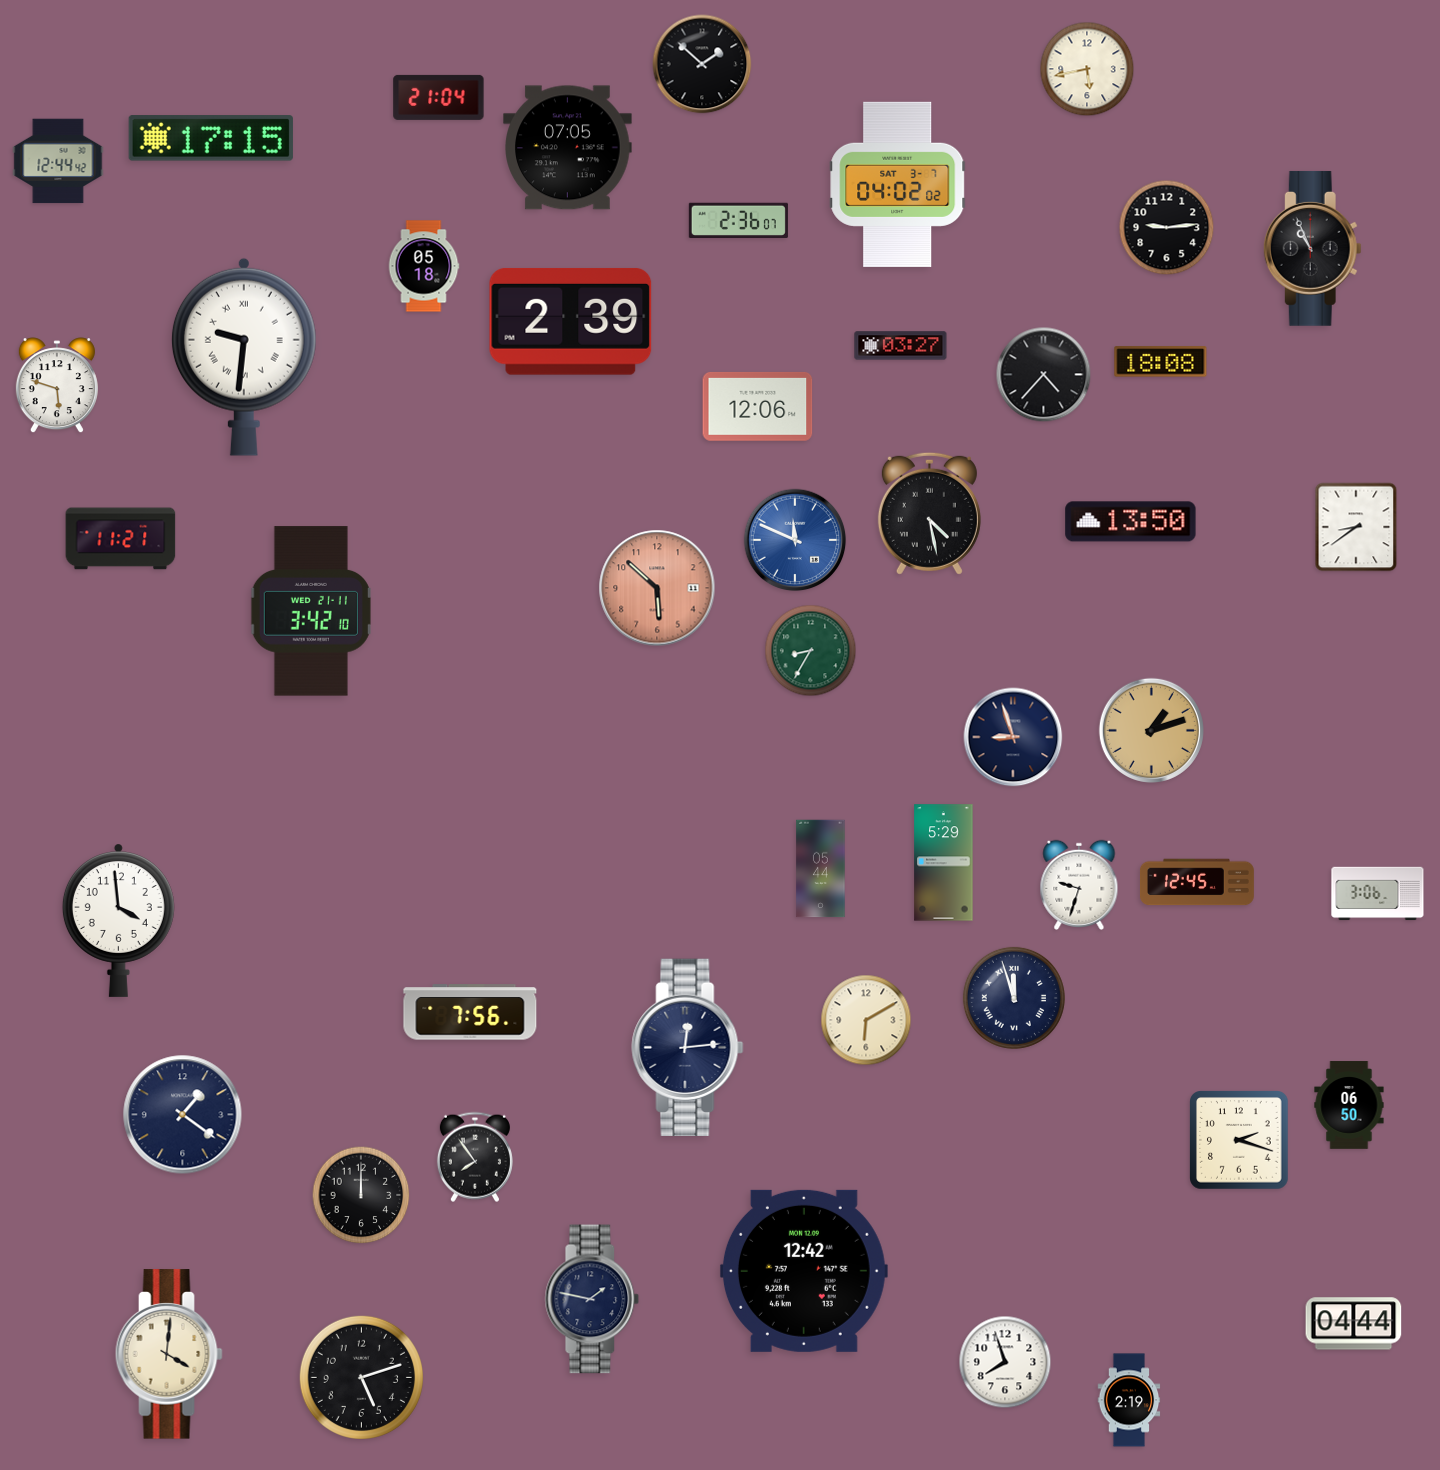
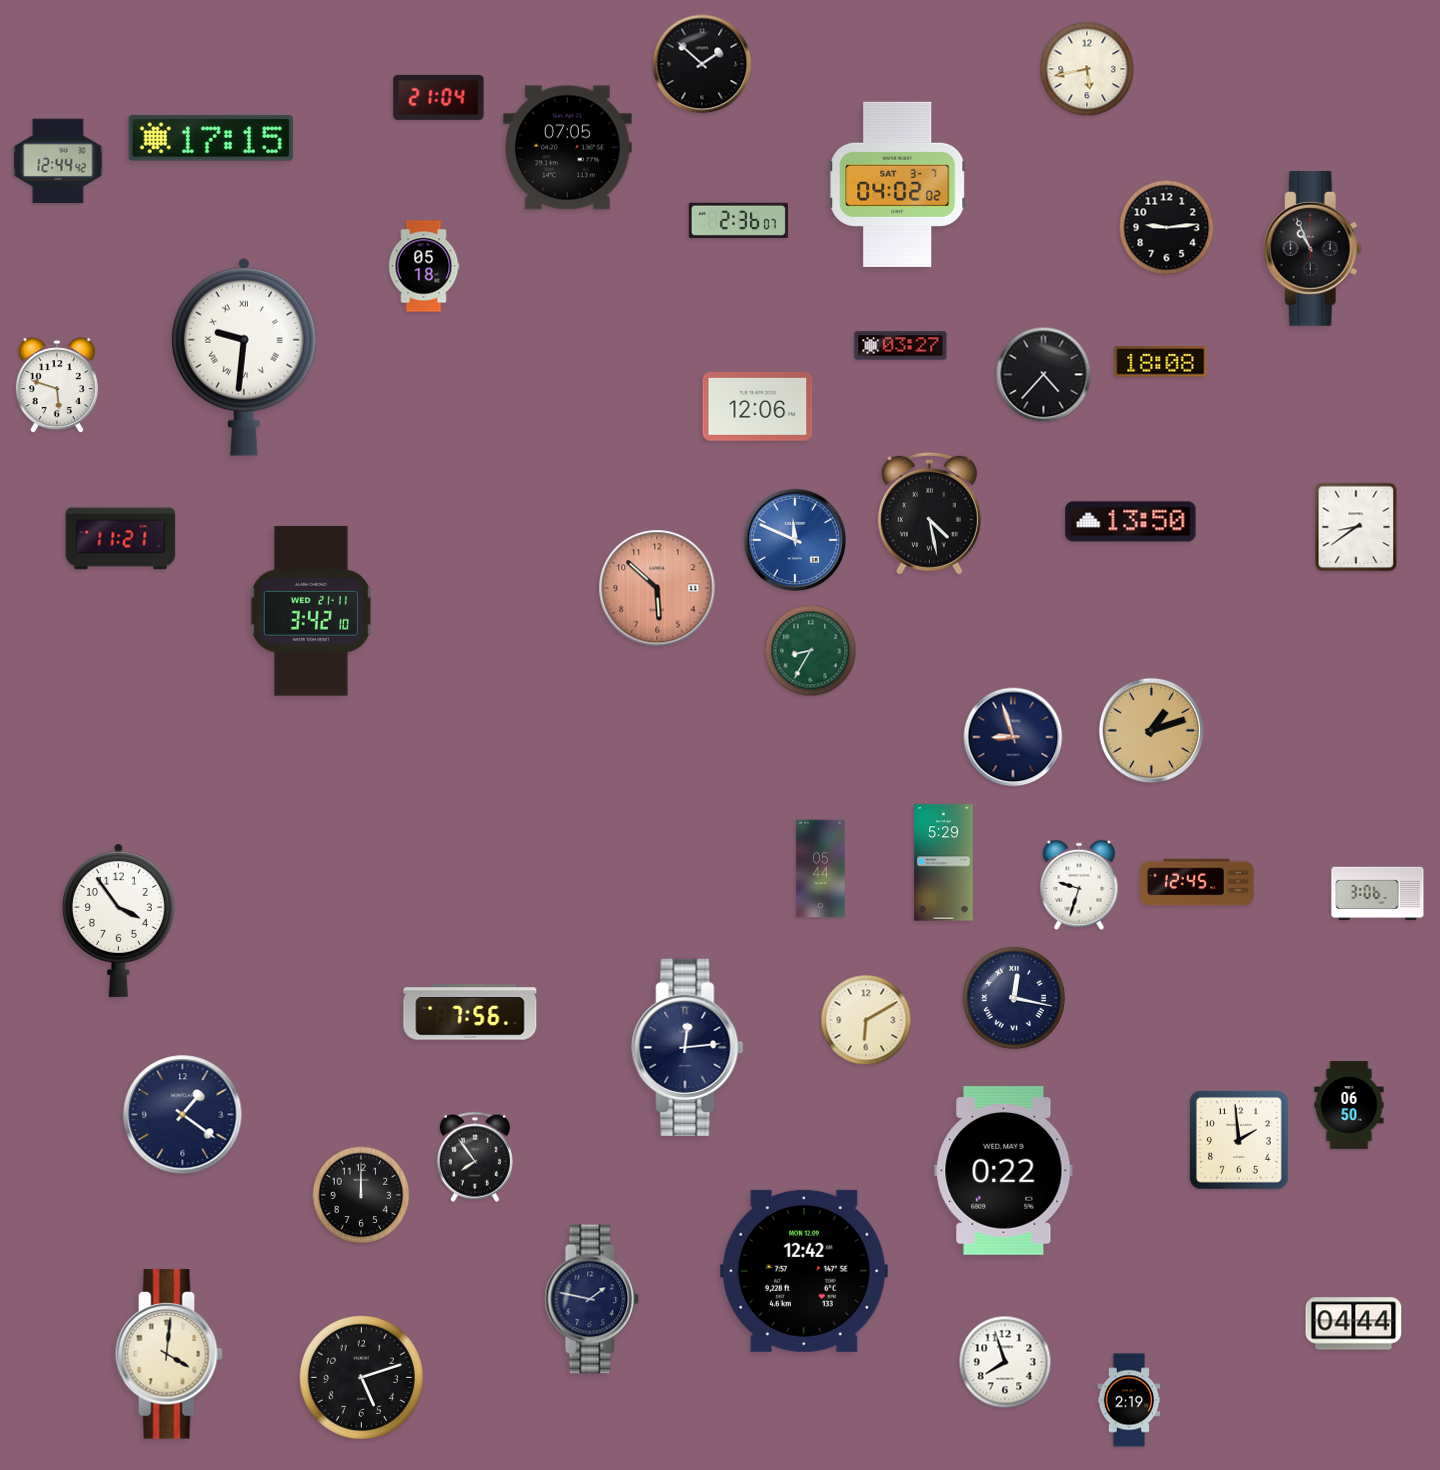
clock at (571, 322): 2:39 -> none
clock at (118, 920): 3:59 -> 3:54
clock at (1014, 998): 11:57 -> 12:17
clock at (1239, 1140): 2:18 -> 1:59
clock at (1004, 1171): none -> 0:22
